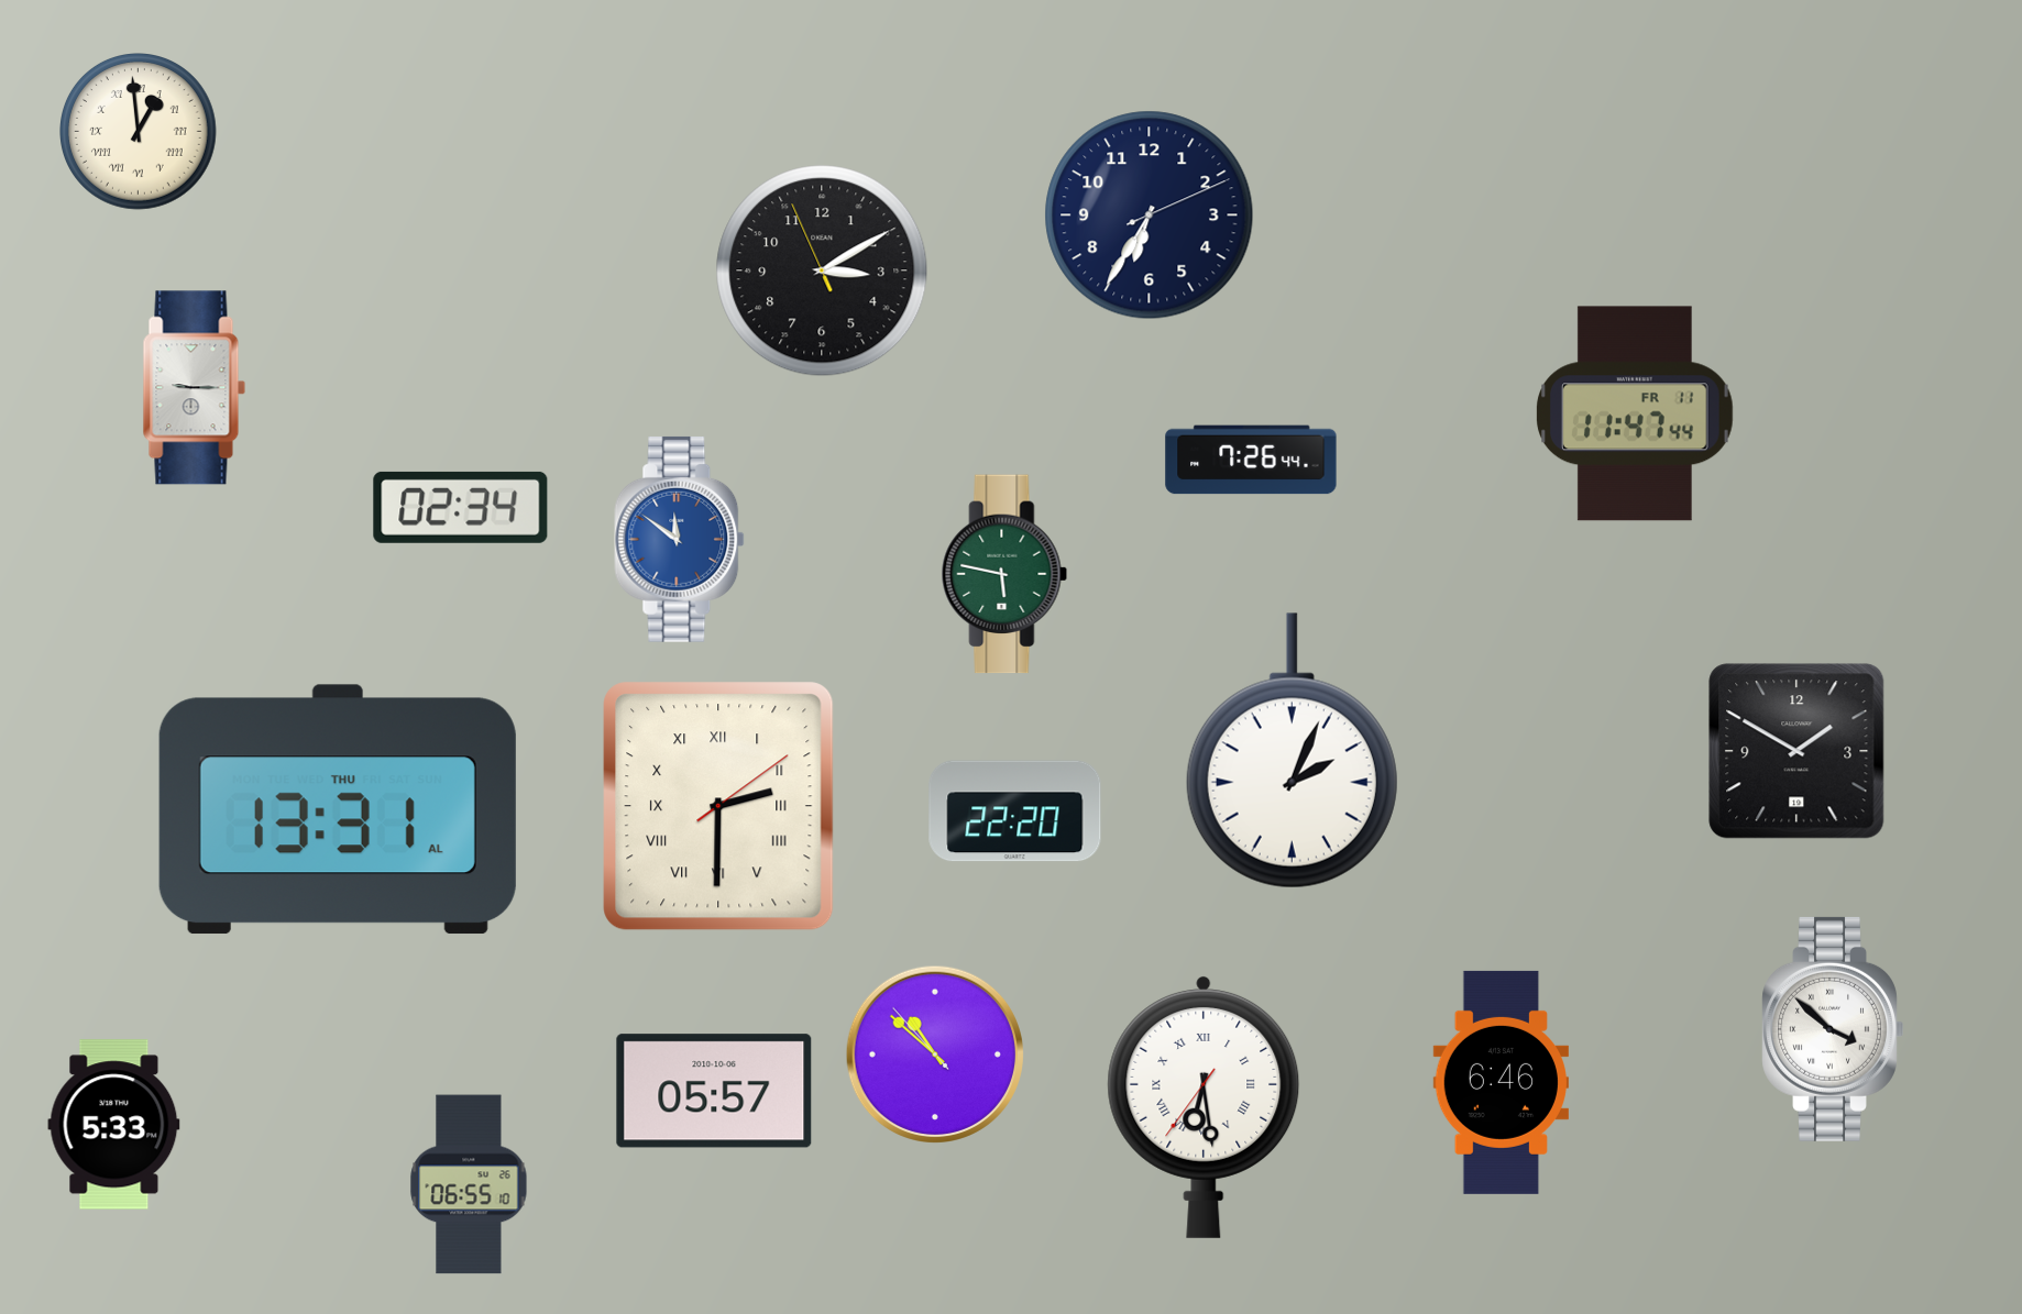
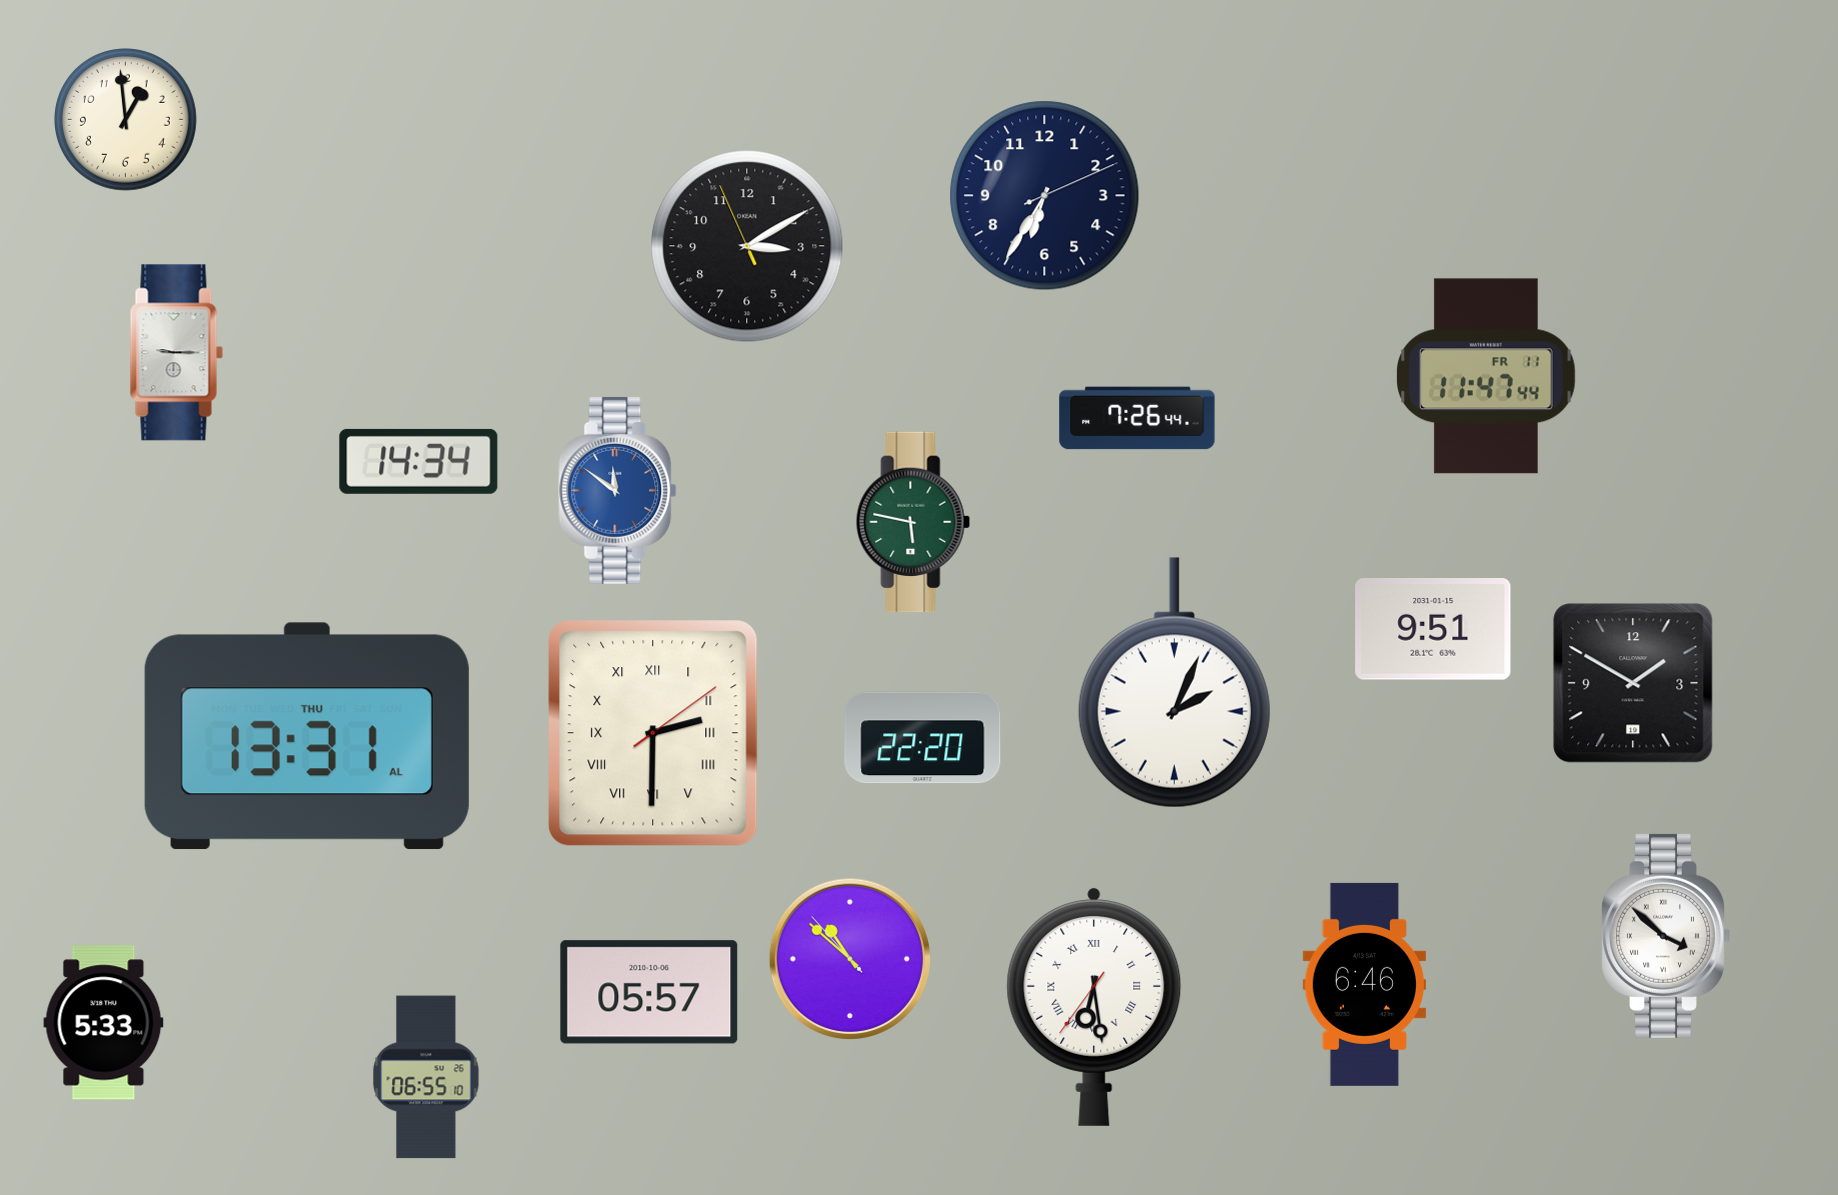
clock at (139, 132) numerals: Roman -> Arabic
clock at (461, 507): 02:34 -> 14:34
clock at (1433, 629): none -> 9:51
